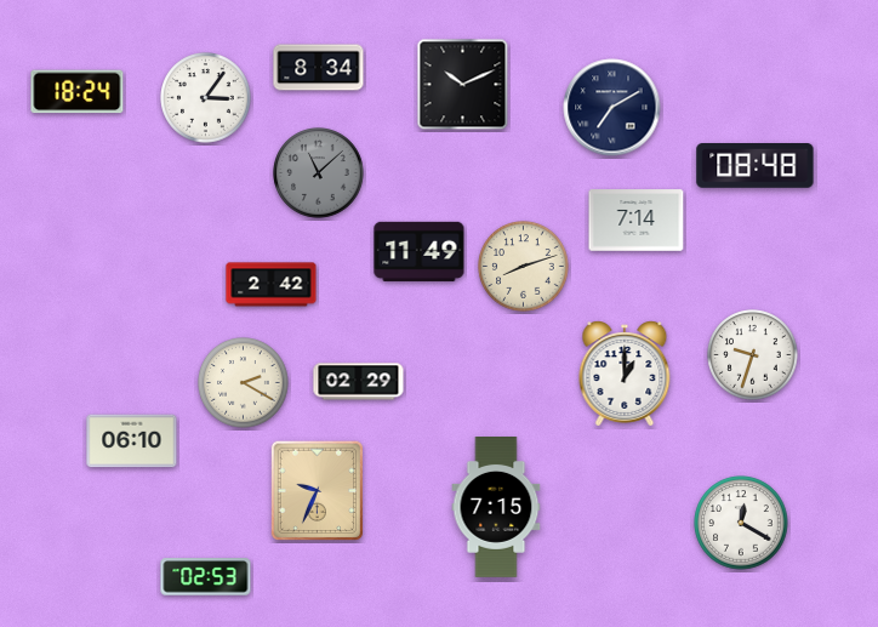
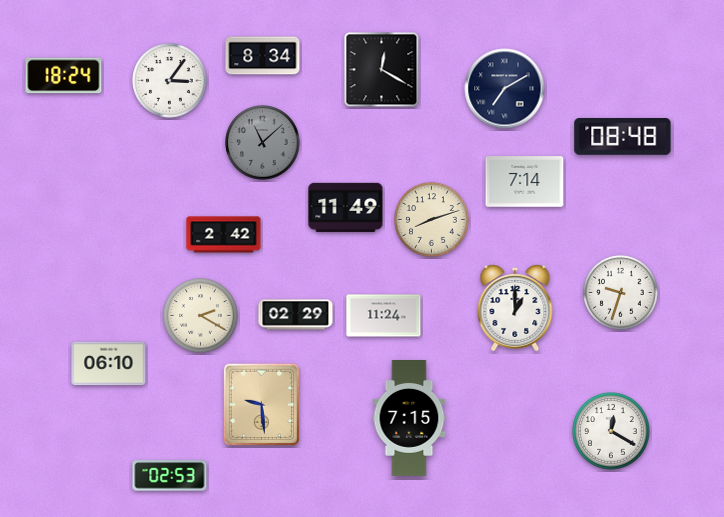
clock at (463, 85): 10:11 -> 12:20
clock at (384, 316): none -> 11:24
clock at (318, 491): 9:34 -> 9:29
